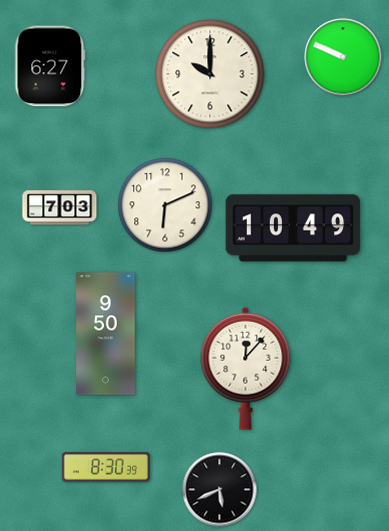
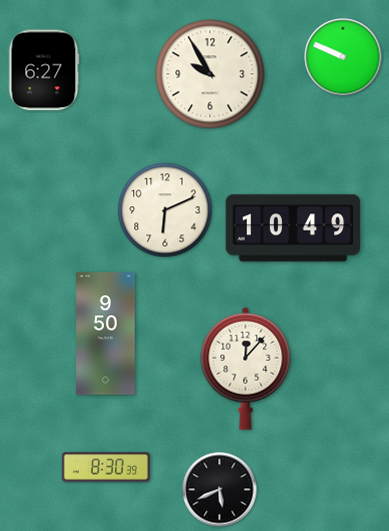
clock at (50, 66) position: (50, 66) -> (44, 70)
clock at (210, 74): 10:00 -> 9:55
clock at (165, 205) position: (165, 205) -> (165, 210)
clock at (60, 208): 7:03 -> none
